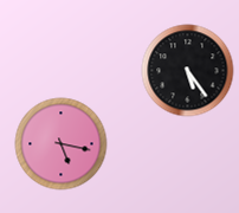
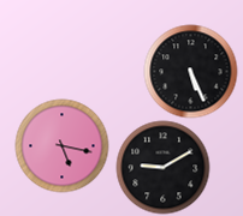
clock at (187, 70): 5:24 -> 5:26
clock at (162, 167): none -> 9:10
